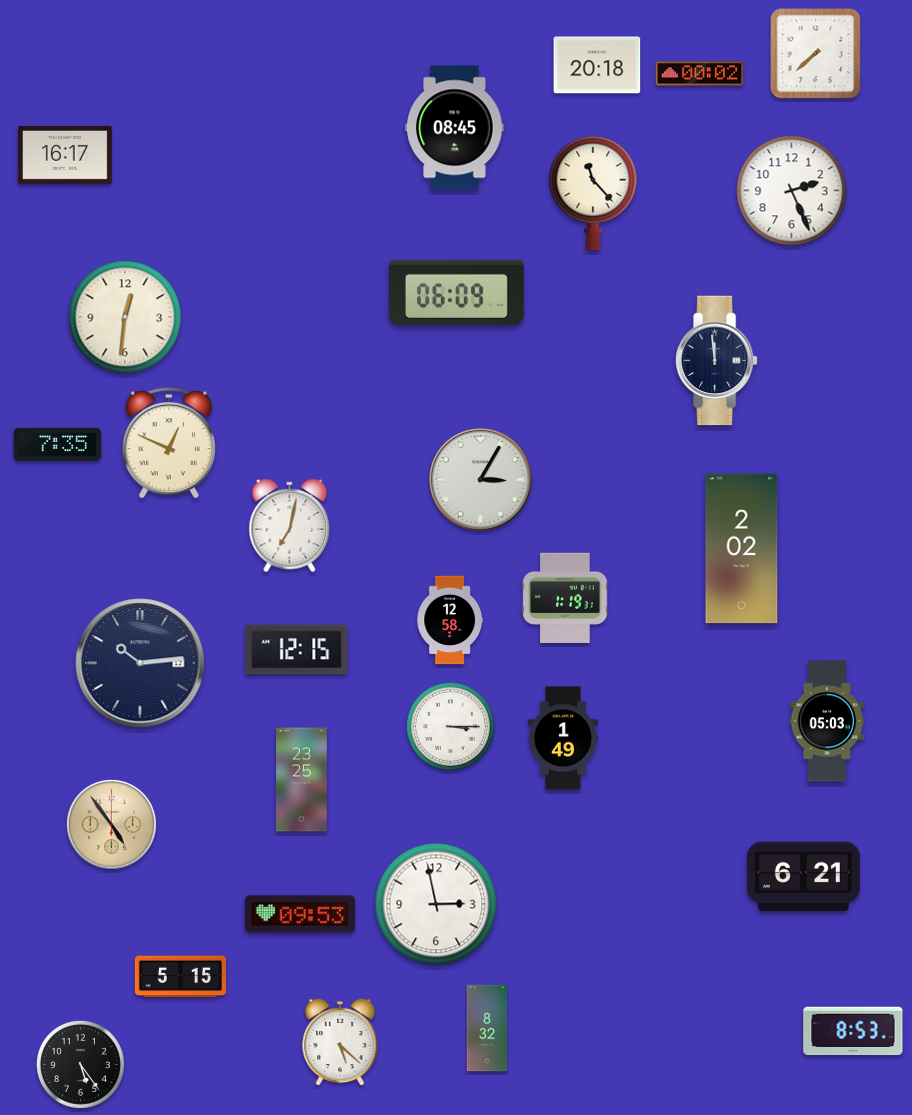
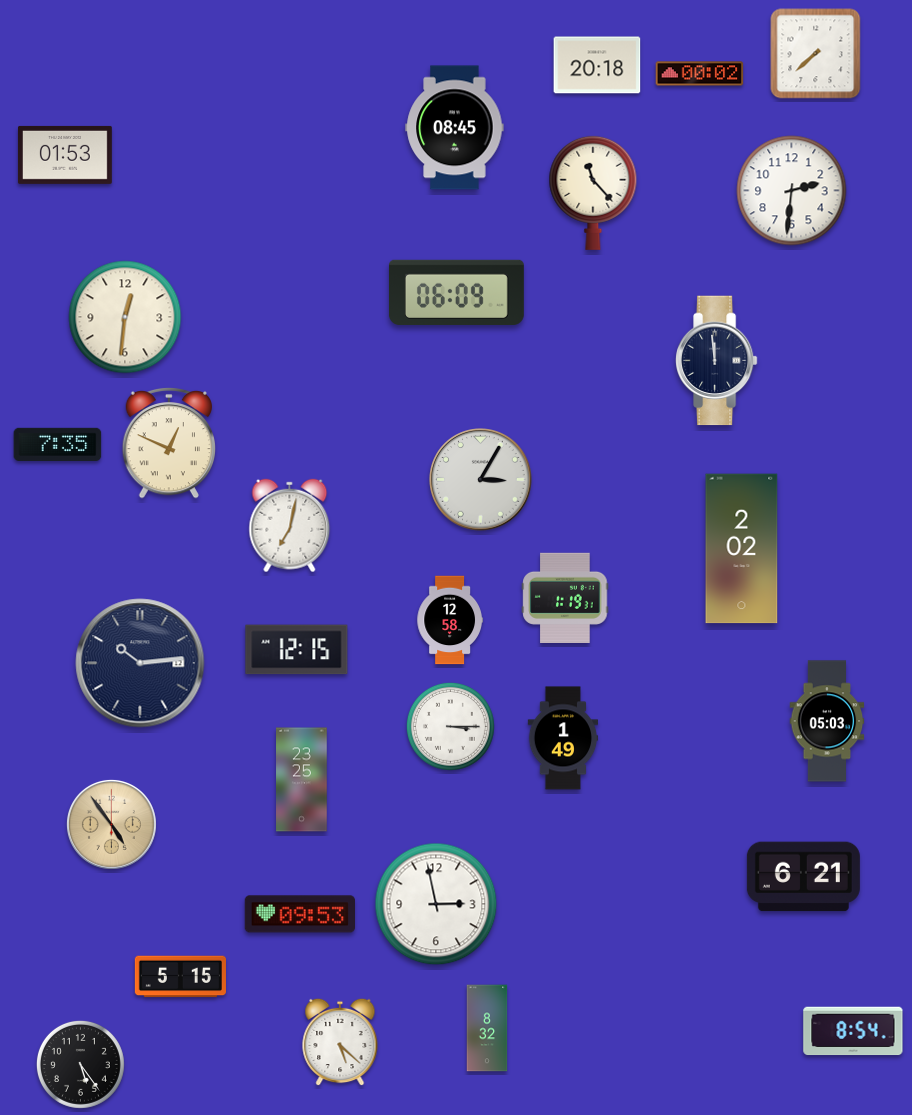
clock at (65, 155): 16:17 -> 01:53
clock at (792, 191): 2:26 -> 2:31
clock at (853, 1031): 8:53 -> 8:54
